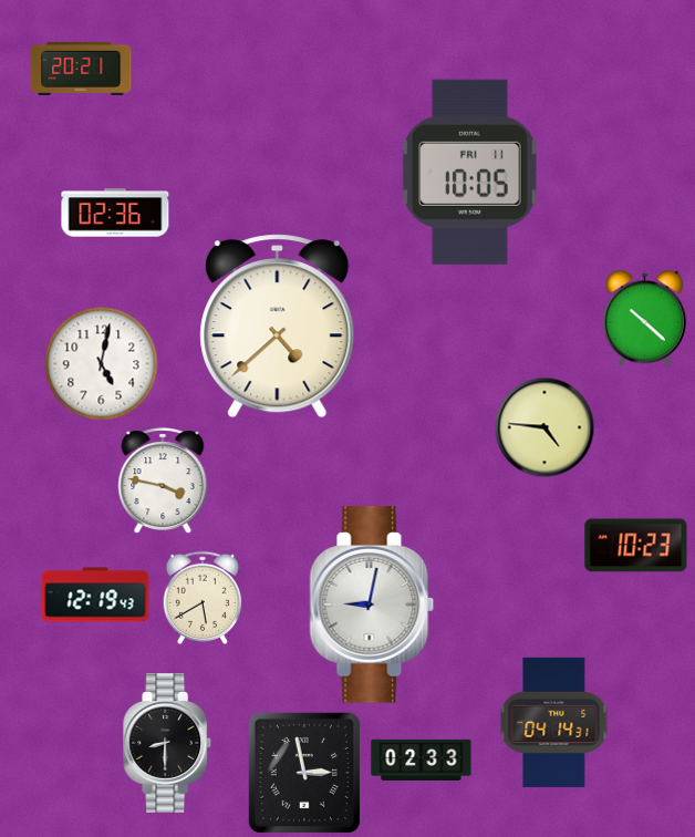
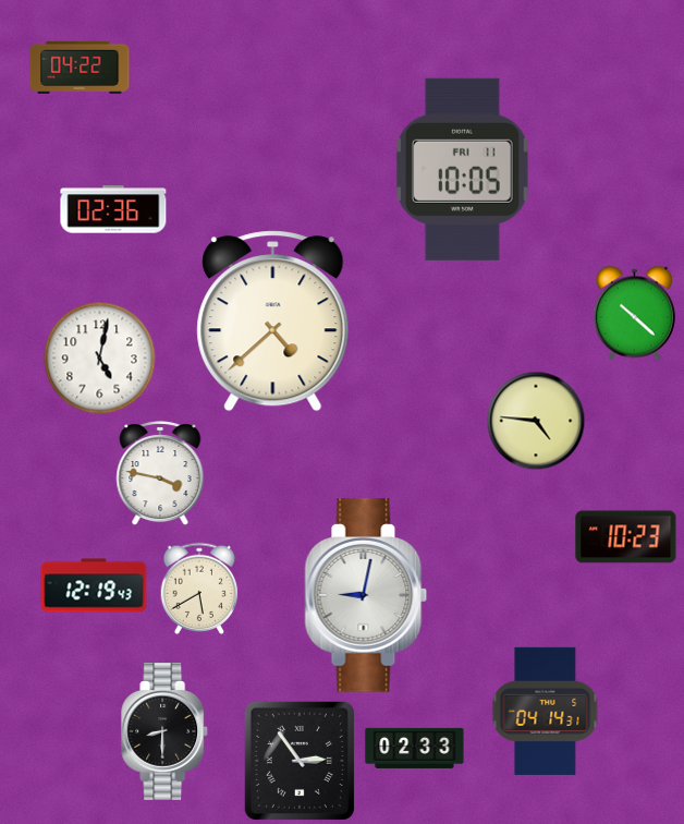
clock at (81, 69): 20:21 -> 04:22
clock at (304, 773): 2:58 -> 2:54
